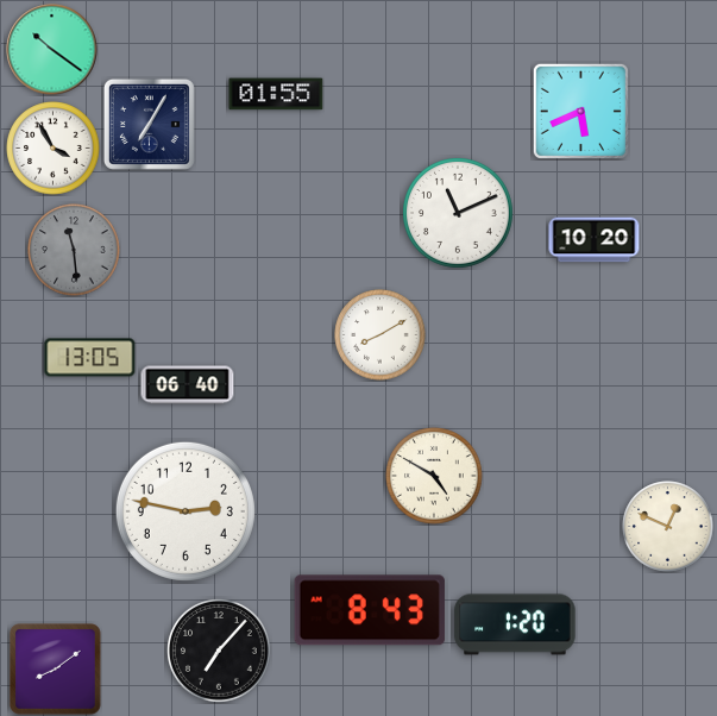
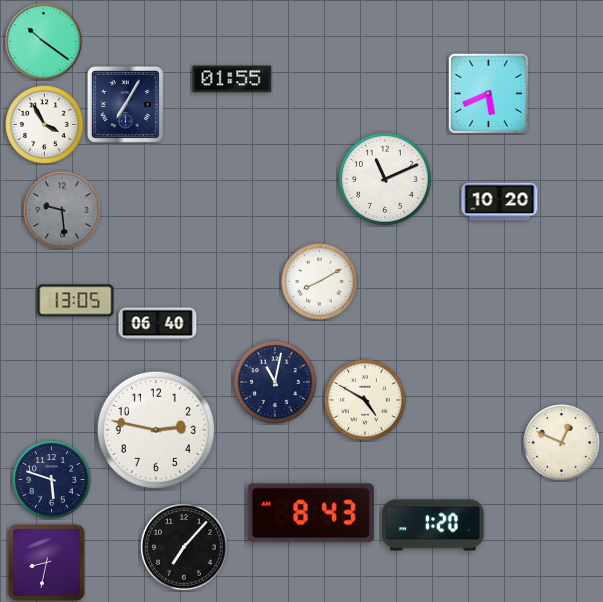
clock at (74, 250): 11:29 -> 9:29
clock at (275, 382): none -> 11:02
clock at (52, 480): none -> 5:48
clock at (56, 670): 8:09 -> 8:32
